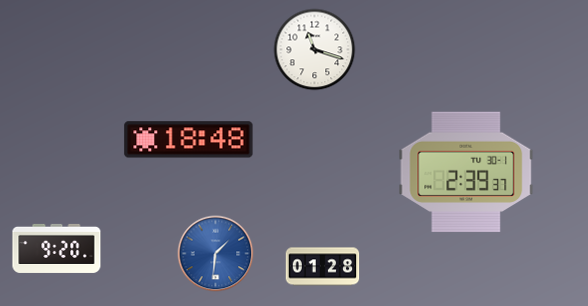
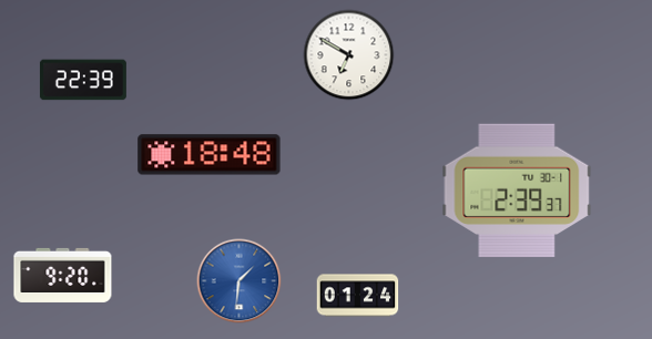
clock at (315, 50): 11:18 -> 6:50
clock at (83, 80): none -> 22:39
clock at (323, 267): 01:28 -> 01:24
